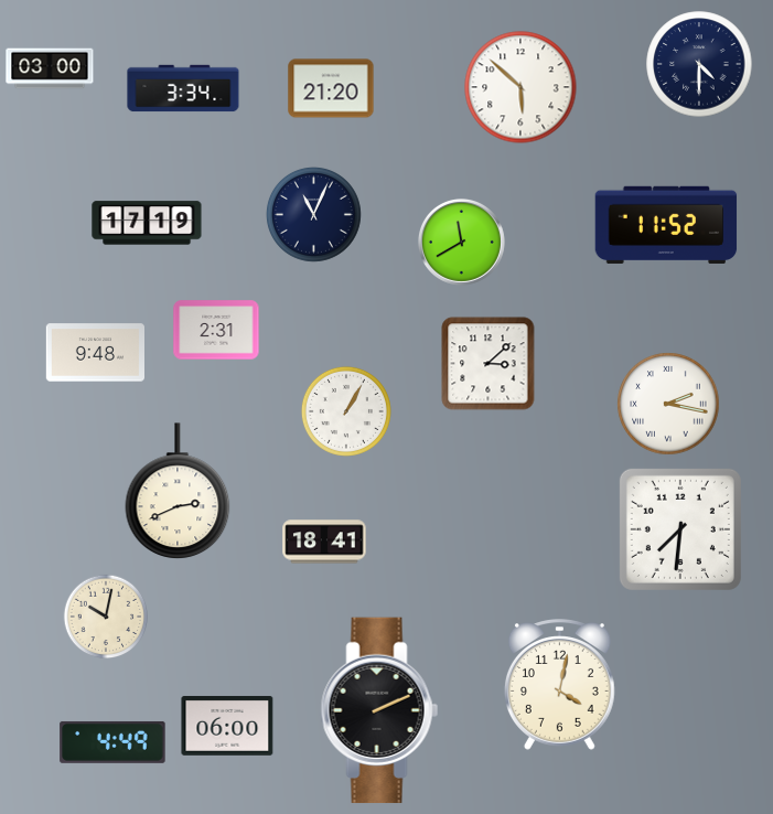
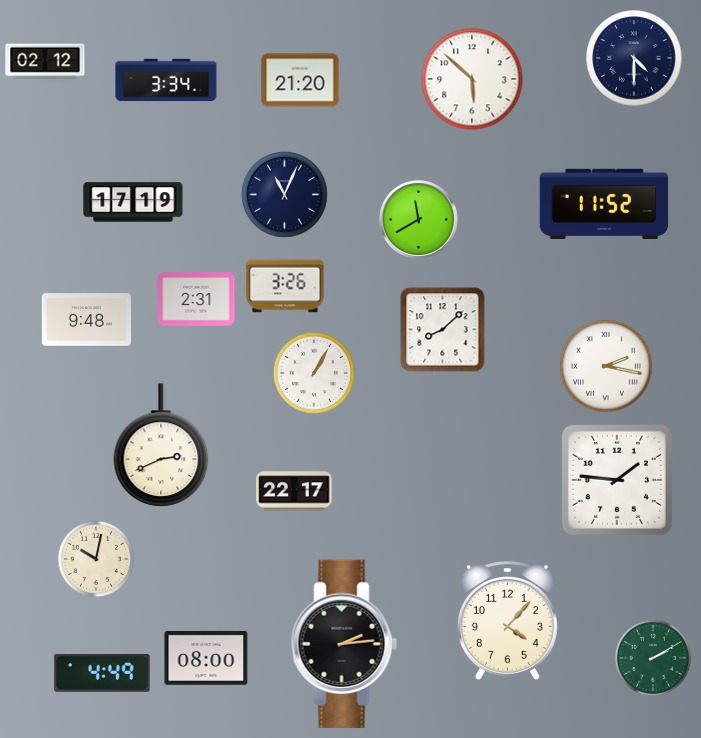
clock at (50, 68): 03:00 -> 02:12
clock at (285, 286): none -> 3:26
clock at (489, 364): 3:08 -> 8:08
clock at (680, 529): 7:31 -> 1:46
clock at (324, 542): 18:41 -> 22:17
clock at (559, 685): 4:02 -> 4:07
clock at (379, 710): 2:11 -> 2:14
clock at (227, 726): 06:00 -> 08:00
clock at (653, 658): none -> 2:10
